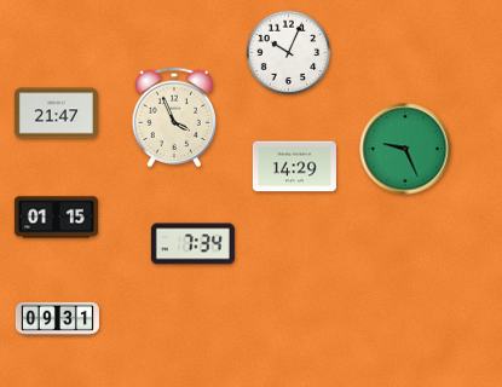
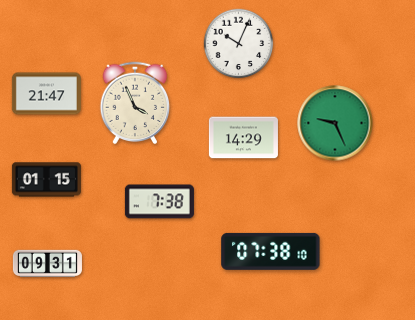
clock at (174, 117) position: (174, 117) -> (135, 103)
clock at (192, 244): 7:34 -> 7:38
clock at (271, 251): none -> 07:38
